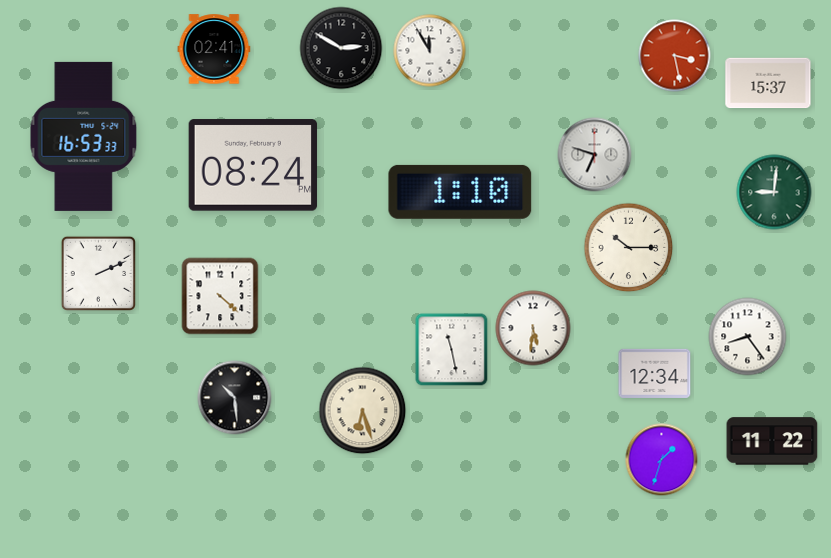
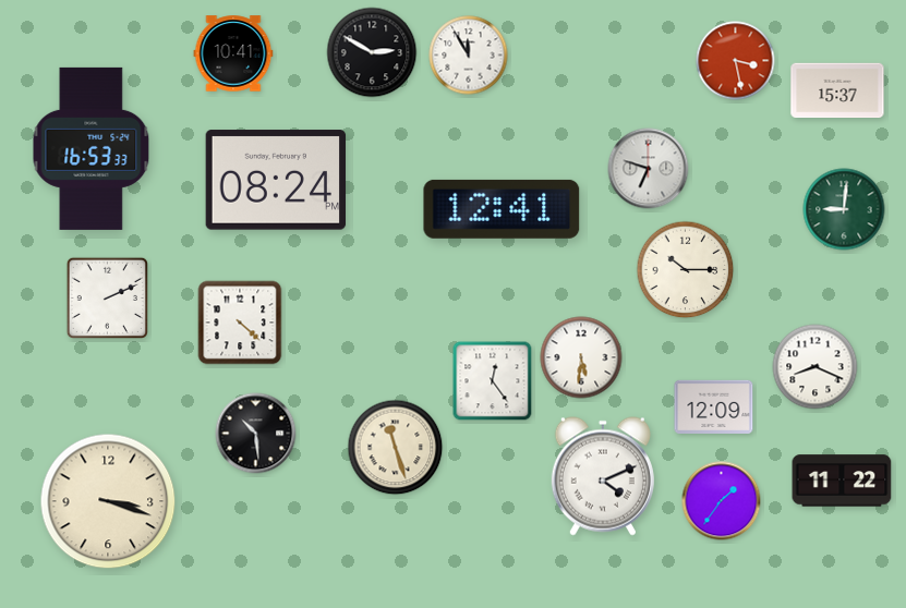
clock at (214, 49): 02:41 -> 10:41
clock at (460, 192): 1:10 -> 12:41
clock at (748, 337): 8:24 -> 8:19
clock at (452, 350): 11:28 -> 12:24
clock at (655, 373): 12:34 -> 12:09
clock at (363, 411): 6:27 -> 11:27
clock at (603, 476): none -> 4:11
clock at (108, 501): none -> 3:18
clock at (662, 460): 1:33 -> 1:36
